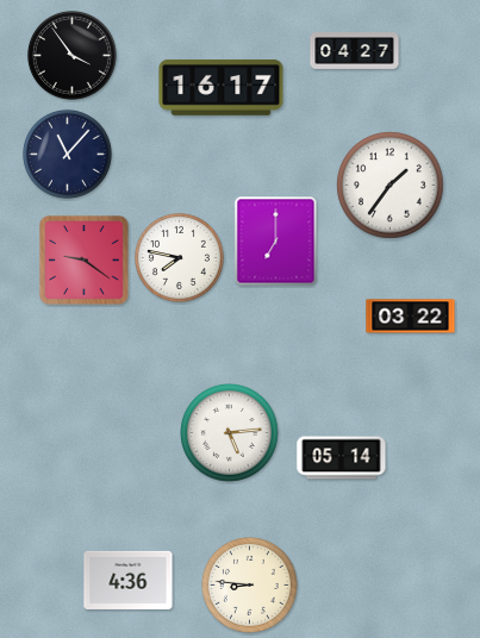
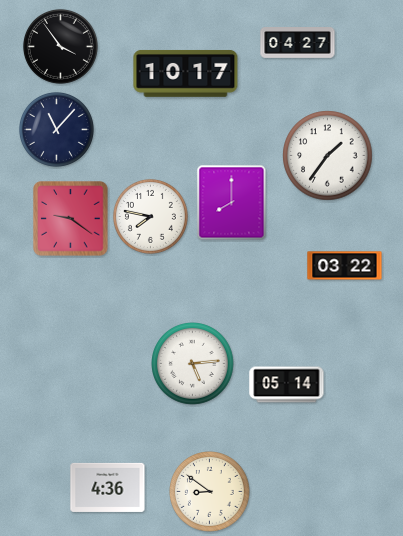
clock at (222, 88): 16:17 -> 10:17
clock at (276, 242): 7:00 -> 8:00
clock at (250, 586): 8:46 -> 8:51
